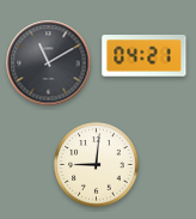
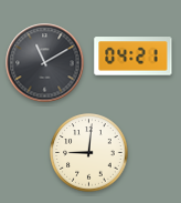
clock at (145, 56) position: (145, 56) -> (134, 57)
clock at (49, 63) position: (49, 63) -> (45, 63)
